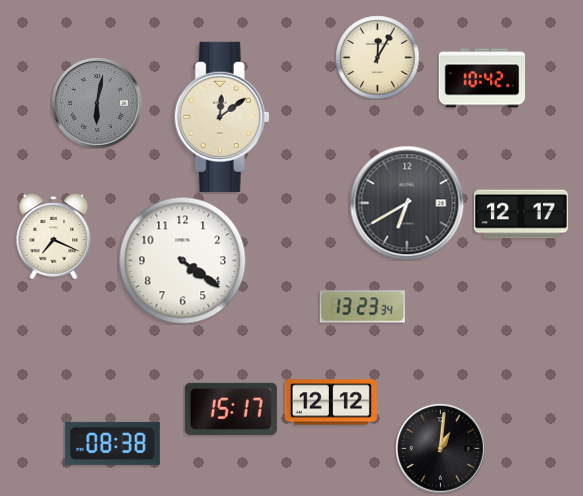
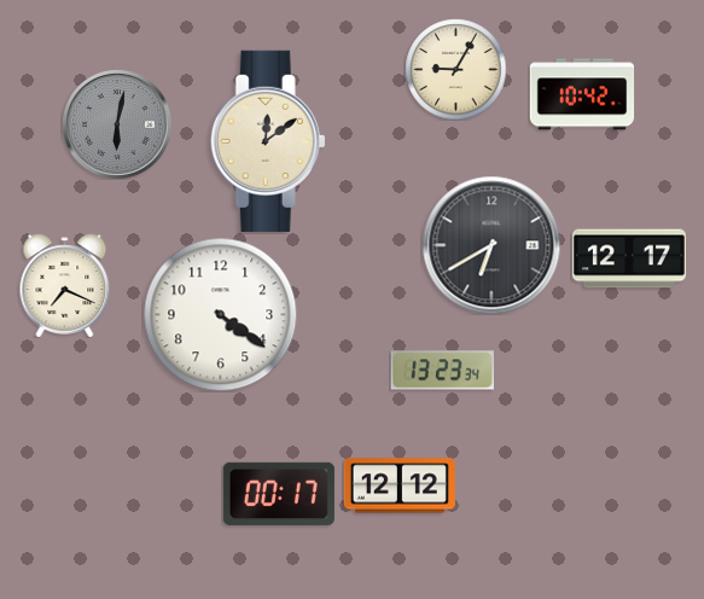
clock at (377, 57): 12:05 -> 9:05
clock at (362, 307) position: (362, 307) -> (442, 371)
clock at (231, 409): 15:17 -> 00:17
clock at (112, 443): 08:38 -> none
clock at (440, 448): 1:01 -> none
